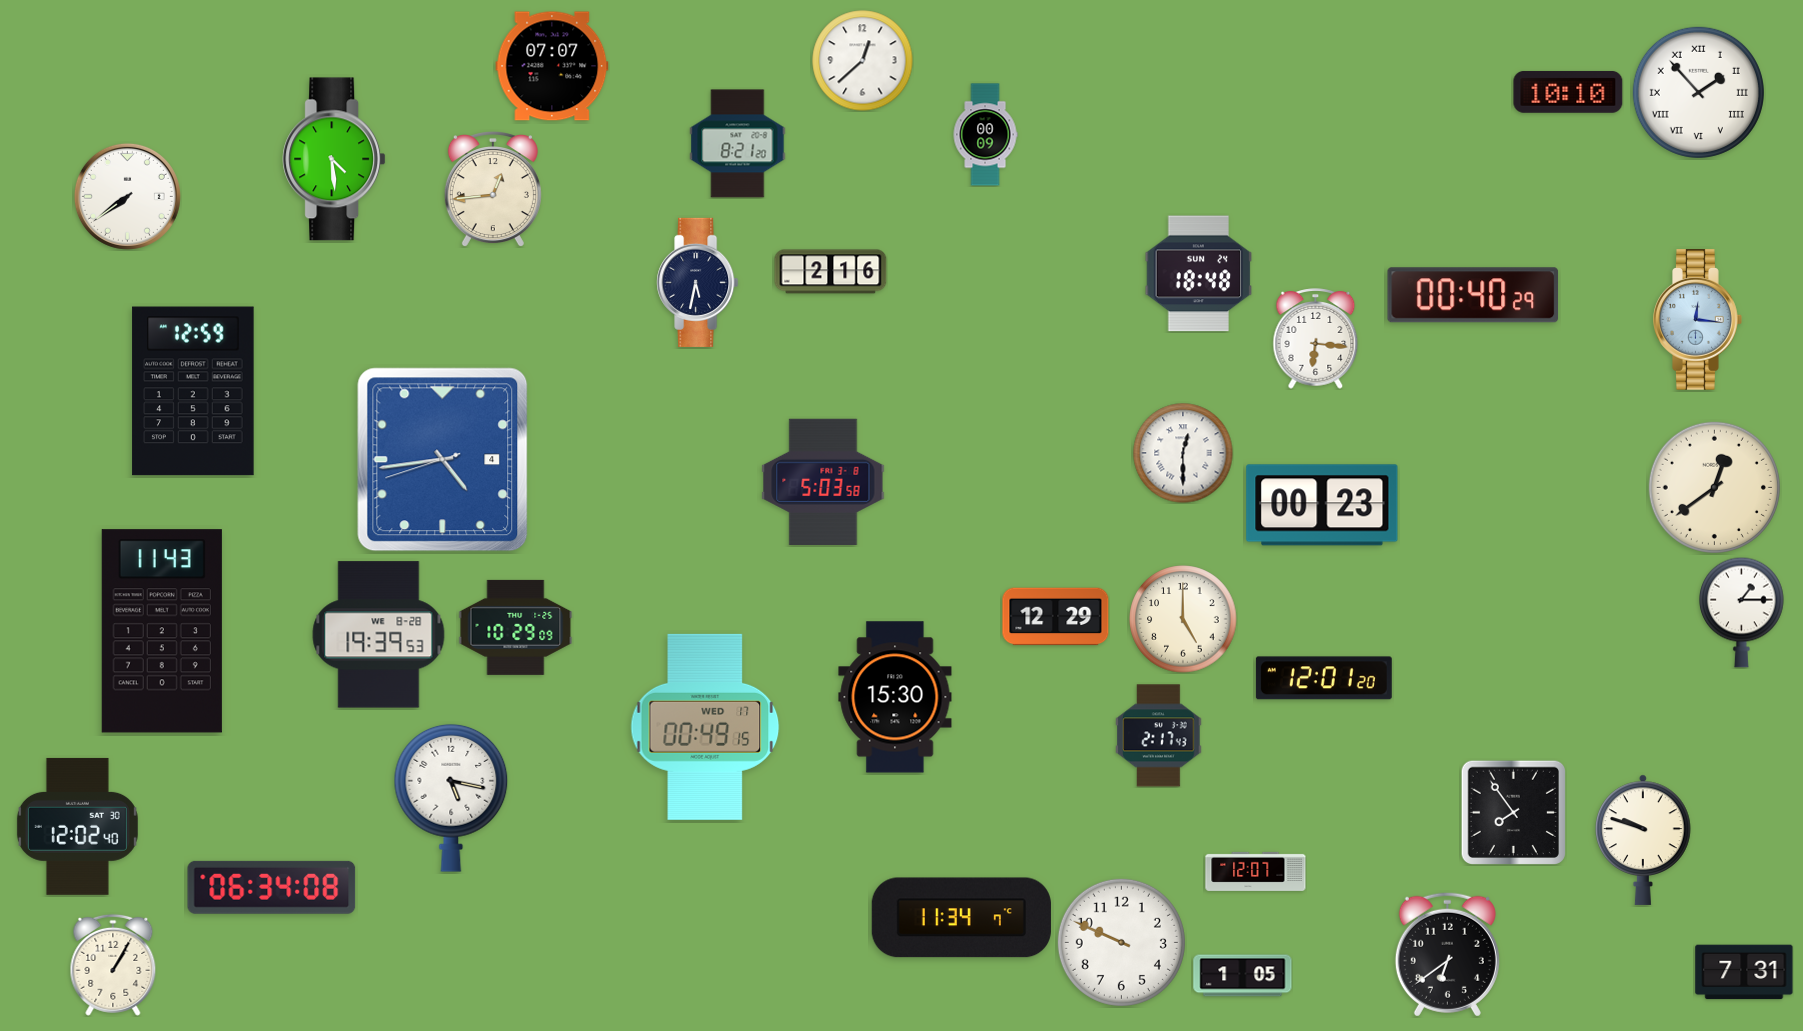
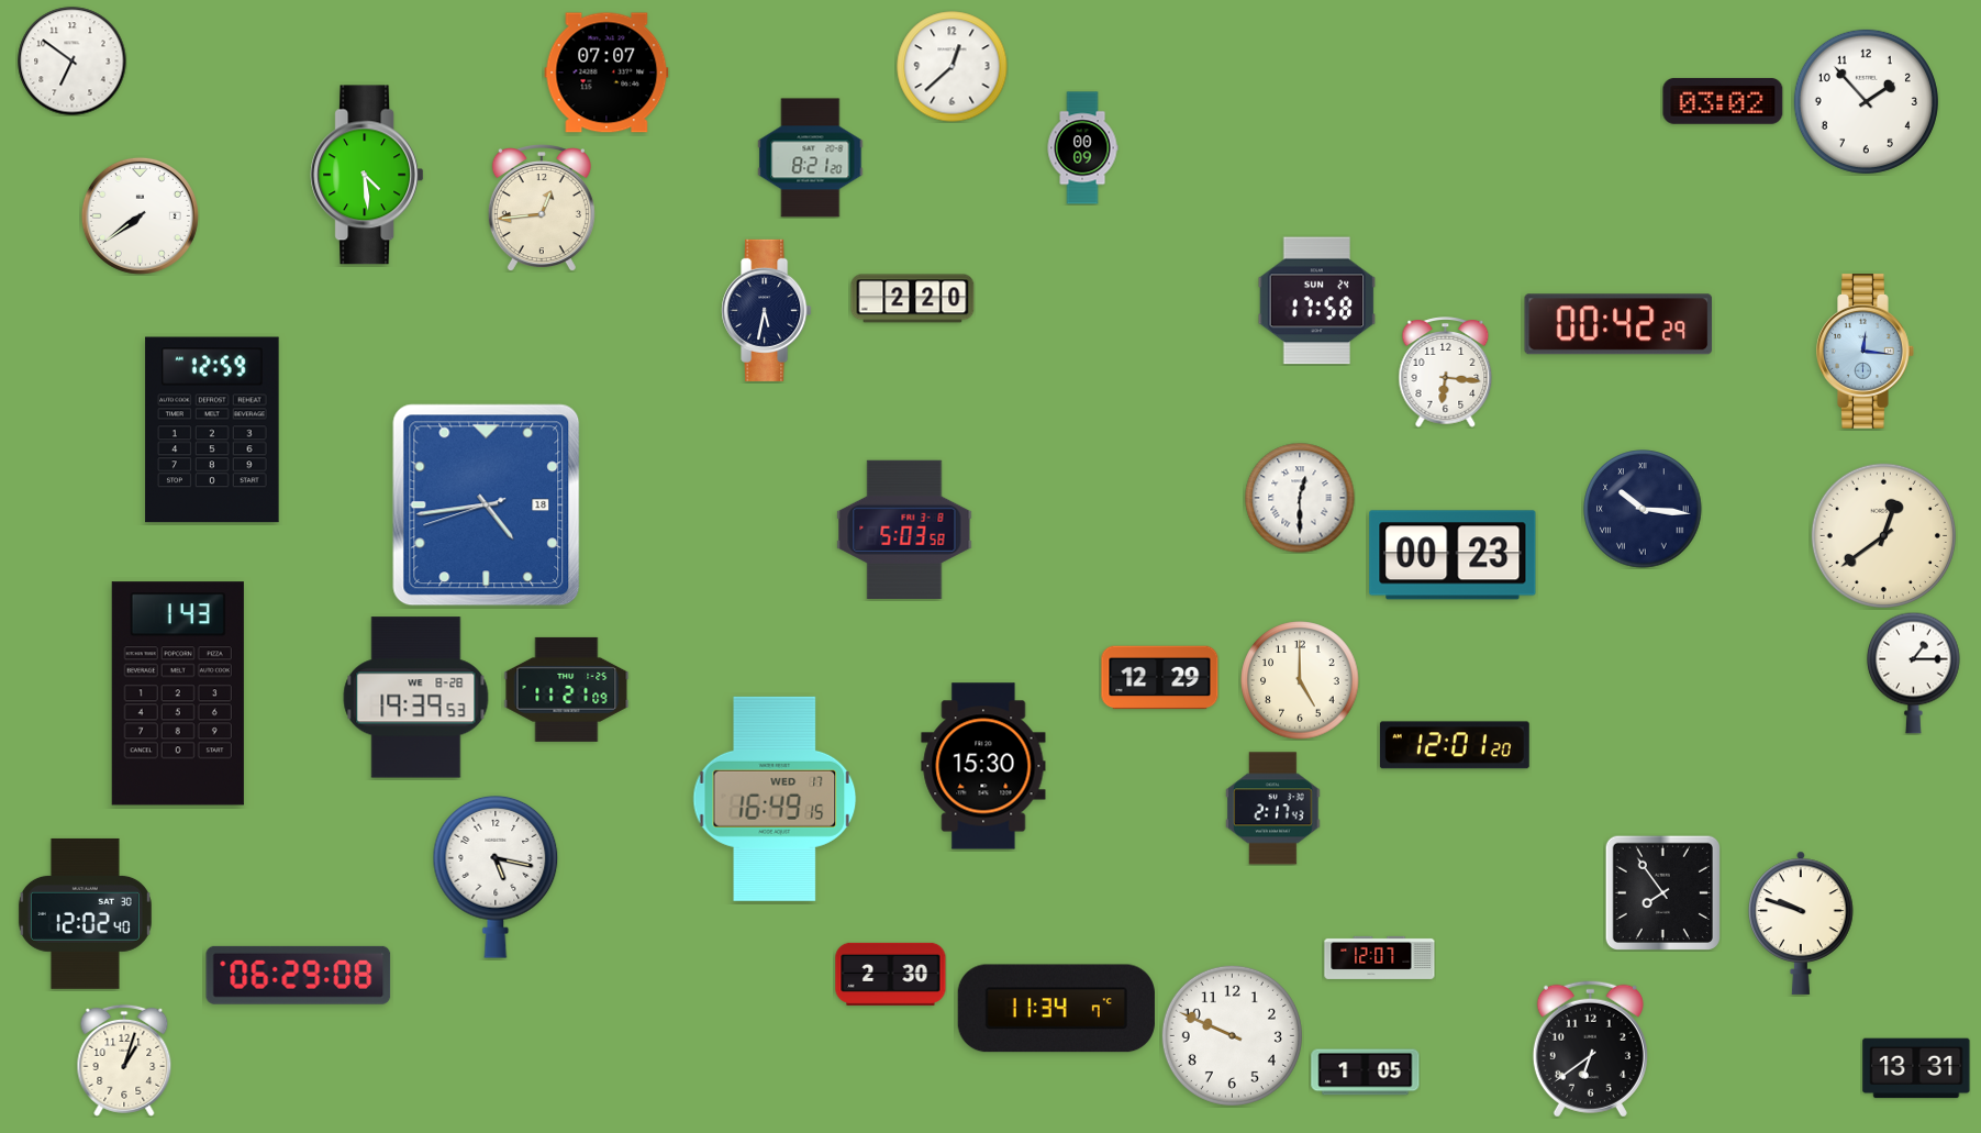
clock at (73, 62): none -> 6:51
clock at (863, 61) position: (863, 61) -> (953, 67)
clock at (1568, 92): 10:10 -> 03:02
clock at (1698, 92) numerals: Roman -> Arabic
clock at (831, 272): 2:16 -> 2:20
clock at (1199, 274): 18:48 -> 17:58
clock at (1473, 295): 00:40 -> 00:42
clock at (443, 460) date: 4 -> 18
clock at (1643, 509): none -> 10:16
clock at (516, 627): 10:29 -> 11:21
clock at (162, 631): 11:43 -> 1:43
clock at (705, 727): 00:49 -> 16:49
clock at (77, 826) position: (77, 826) -> (85, 913)
clock at (1644, 840) position: (1644, 840) -> (1802, 923)
clock at (891, 974): none -> 2:30
clock at (272, 887): 06:34 -> 06:29
clock at (113, 965): 1:05 -> 1:03
clock at (1744, 972): 7:31 -> 13:31
